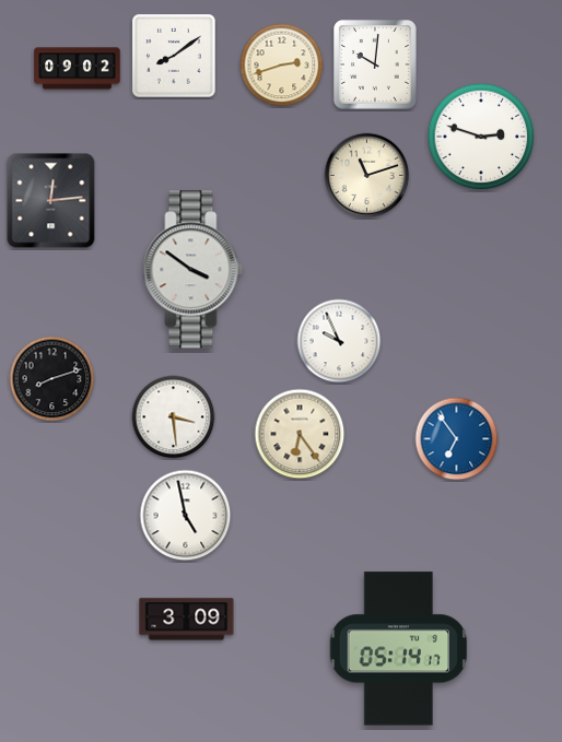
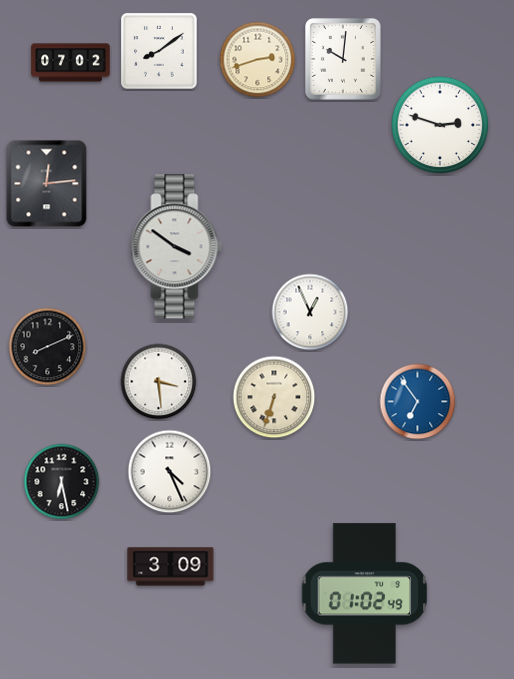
clock at (78, 69): 09:02 -> 07:02
clock at (367, 176): 11:12 -> none
clock at (339, 341): 9:56 -> 12:56
clock at (52, 379): 8:12 -> 8:11
clock at (300, 434): 6:24 -> 6:33
clock at (186, 516): 4:58 -> 4:26
clock at (62, 482): none -> 6:28
clock at (399, 649): 05:14 -> 01:02
